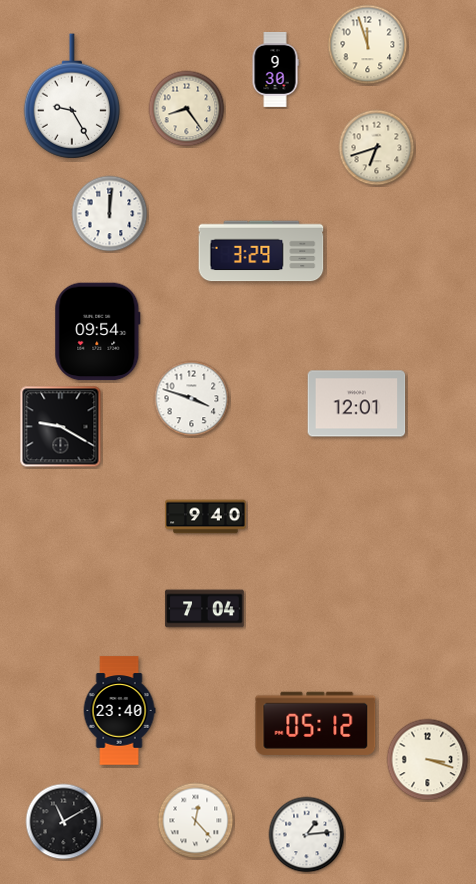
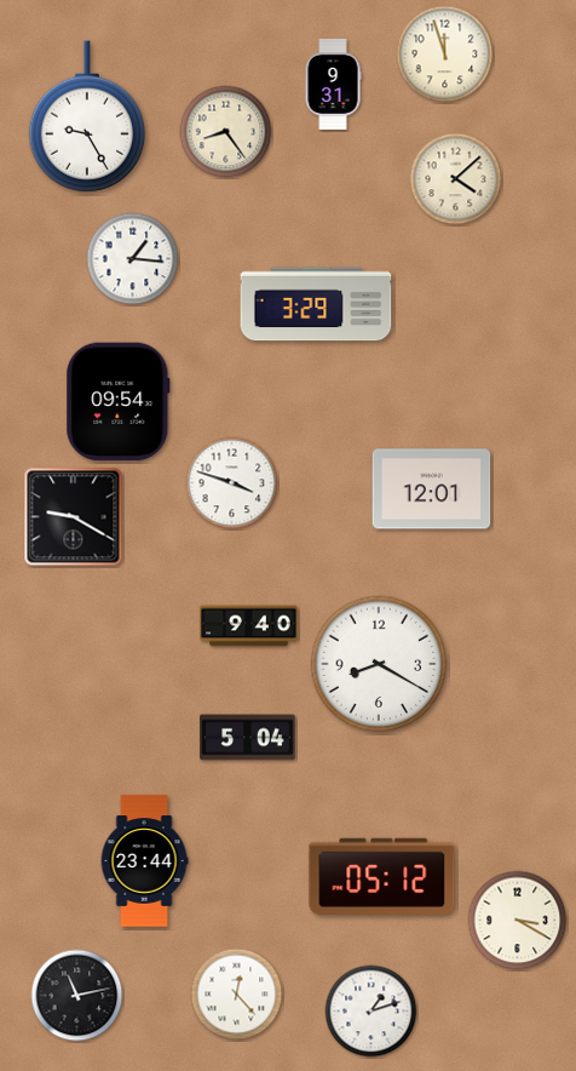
clock at (275, 69): 9:30 -> 9:31
clock at (377, 148): 6:42 -> 4:08
clock at (110, 214): 12:01 -> 1:16
clock at (379, 664): none -> 8:20
clock at (205, 609): 7:04 -> 5:04
clock at (119, 711): 23:40 -> 23:44
clock at (428, 760): 3:18 -> 3:20
clock at (64, 822): 11:10 -> 11:13
clock at (307, 835): 1:14 -> 1:12
